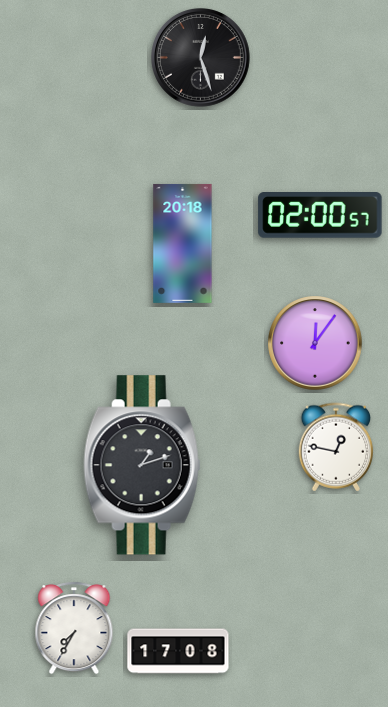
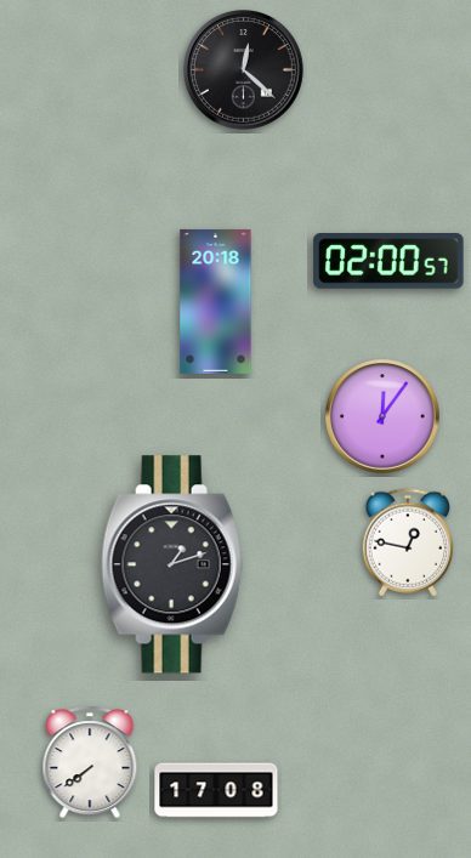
clock at (201, 58): 12:27 -> 12:22
clock at (183, 243) position: (183, 243) -> (216, 301)
clock at (74, 628): 7:35 -> 7:39
